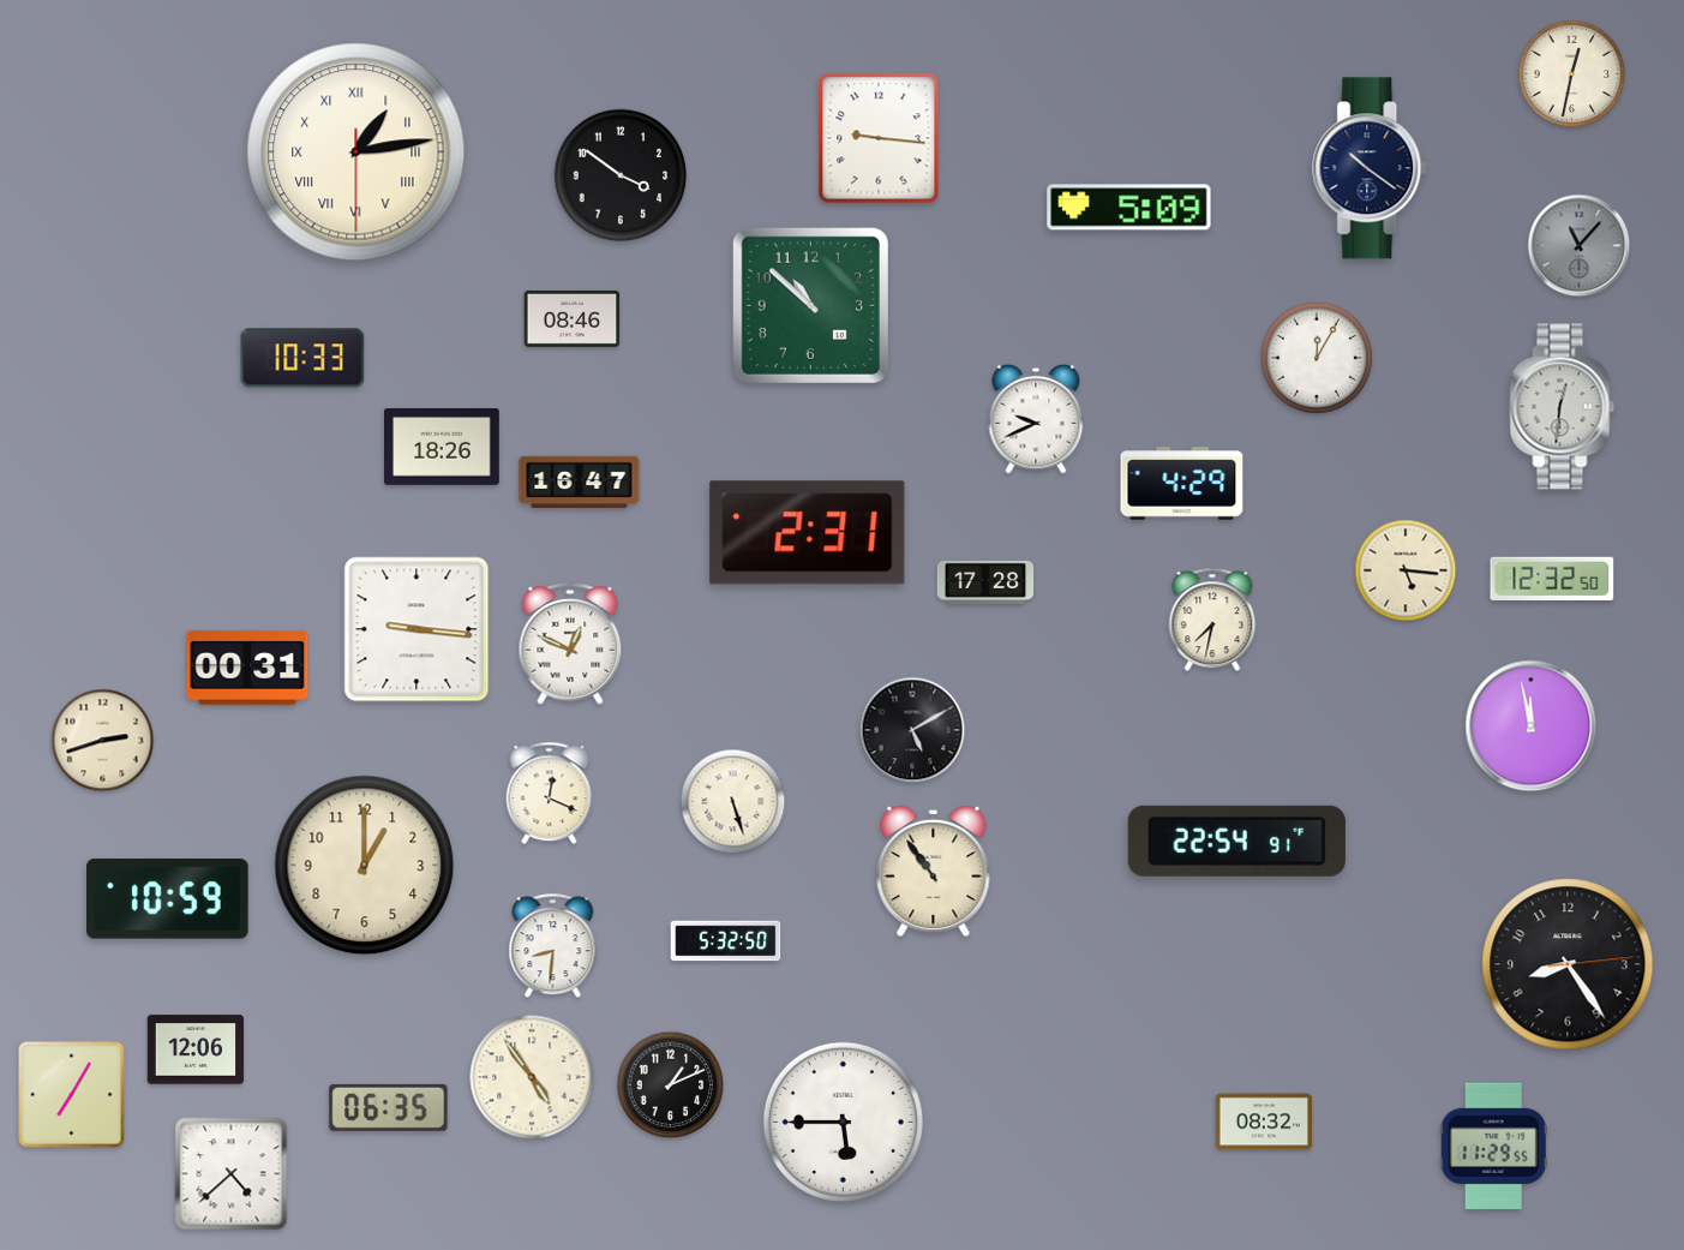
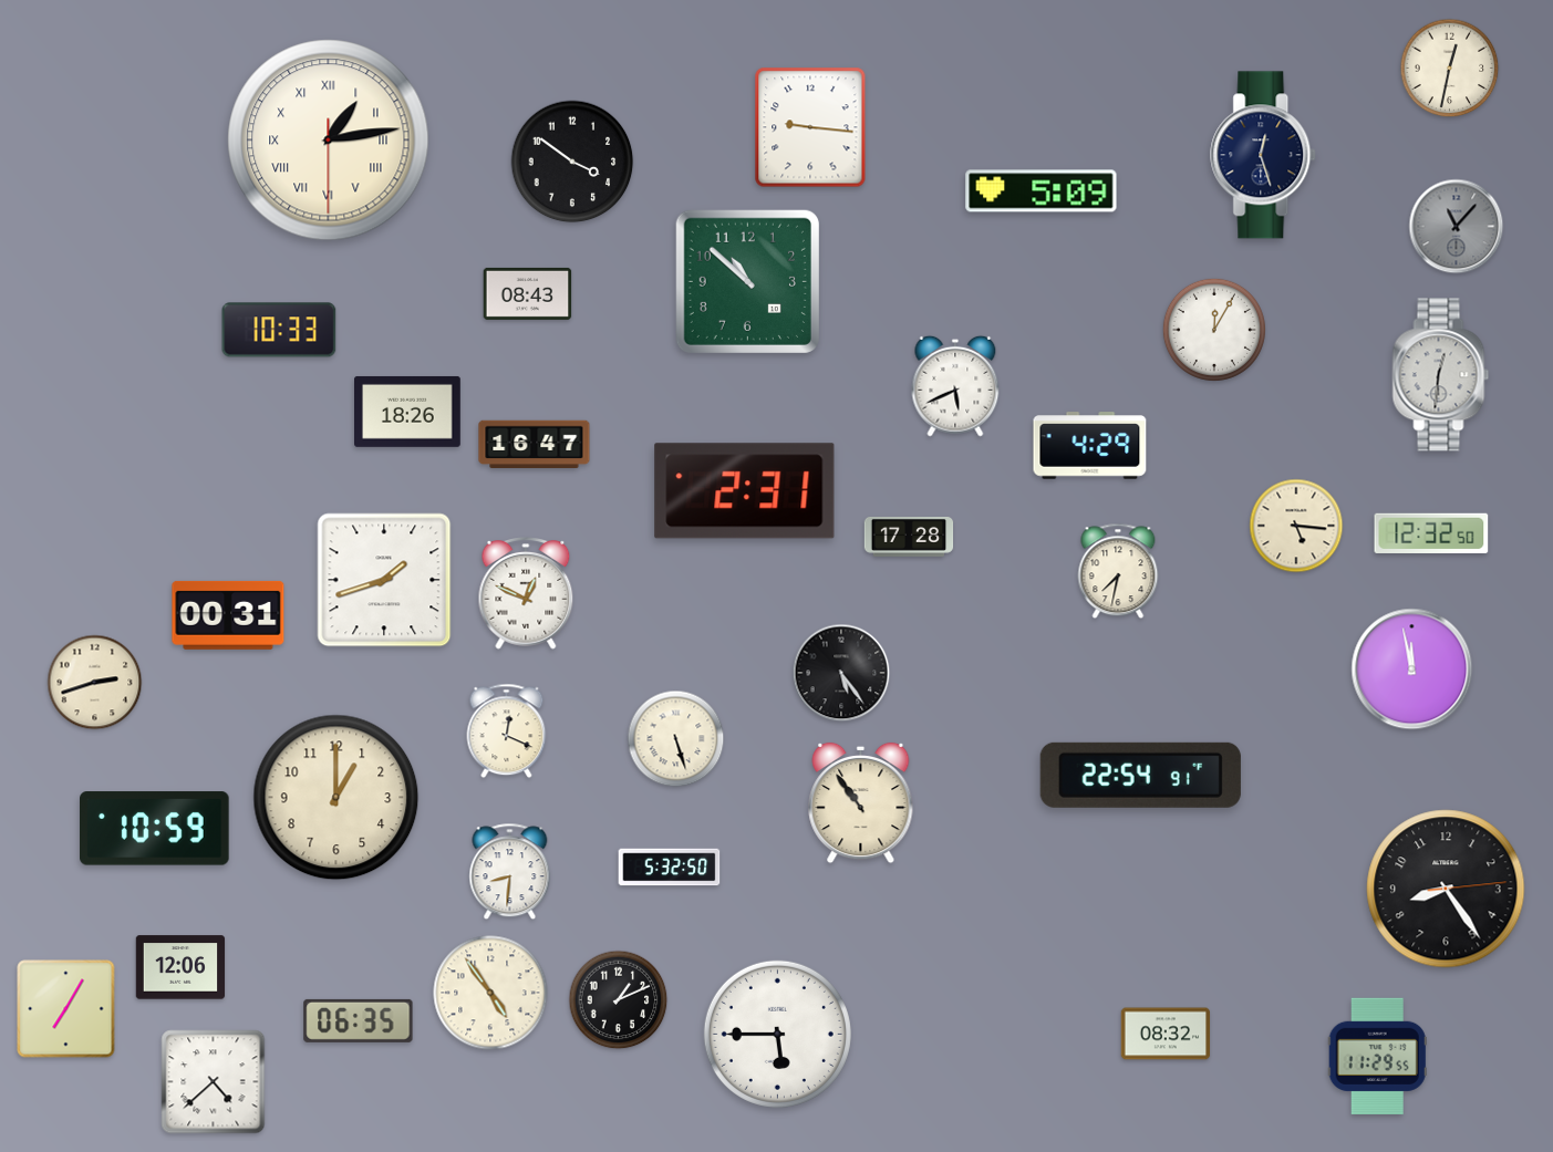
clock at (1371, 168): 10:21 -> 12:27
clock at (573, 318): 08:46 -> 08:43
clock at (1036, 419): 9:41 -> 5:41
clock at (416, 629): 9:16 -> 1:42
clock at (912, 730): 5:10 -> 5:24
